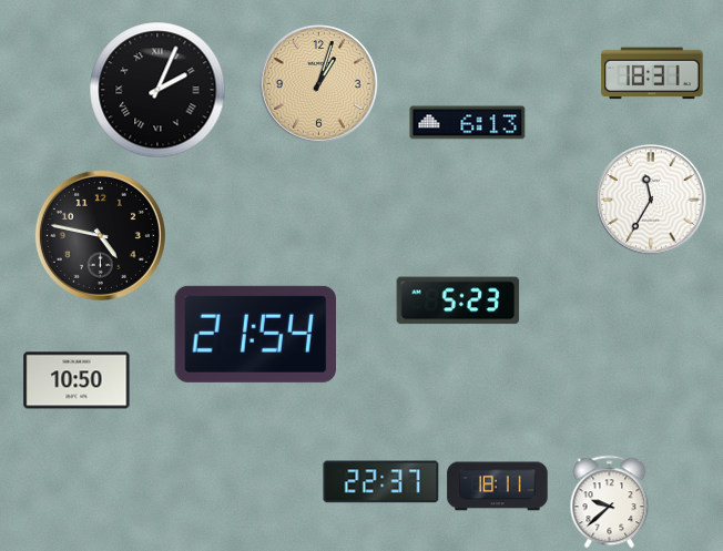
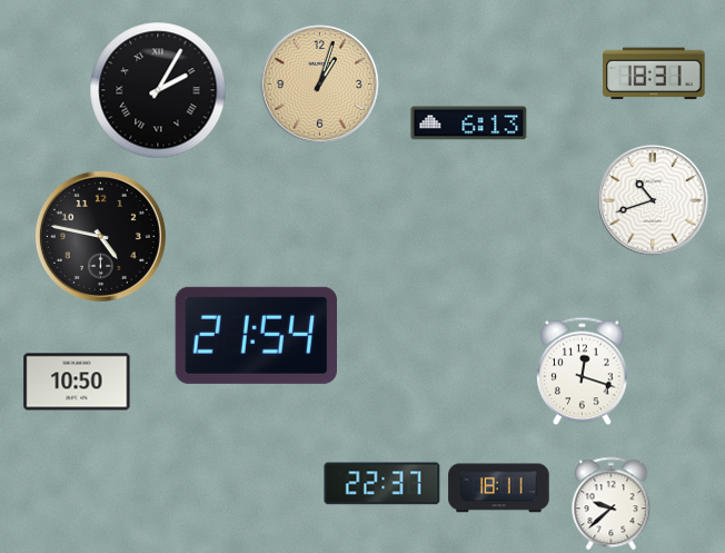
clock at (157, 90): 2:04 -> 2:05
clock at (651, 200): 11:35 -> 10:42
clock at (458, 300): 5:23 -> none
clock at (583, 372): none -> 12:18
